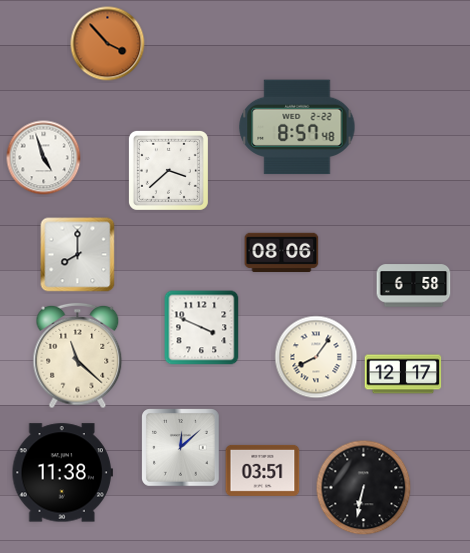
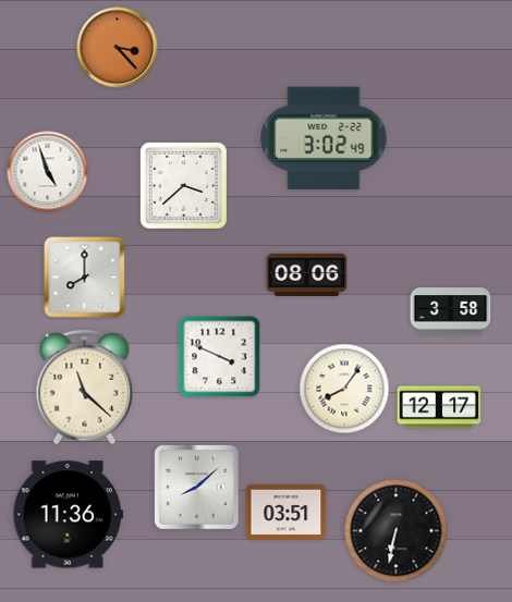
clock at (108, 44): 3:53 -> 3:23
clock at (297, 127): 8:57 -> 3:02
clock at (414, 286): 6:58 -> 3:58
clock at (181, 448): 12:08 -> 8:08
clock at (62, 473): 11:38 -> 11:36
